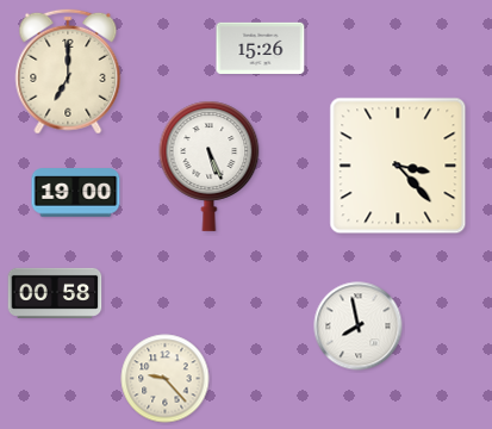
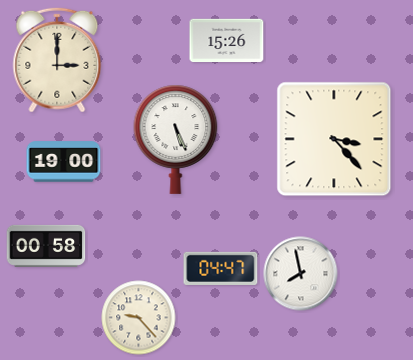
clock at (261, 49) position: (261, 49) -> (227, 41)
clock at (68, 71): 7:00 -> 3:00
clock at (221, 268): none -> 04:47
